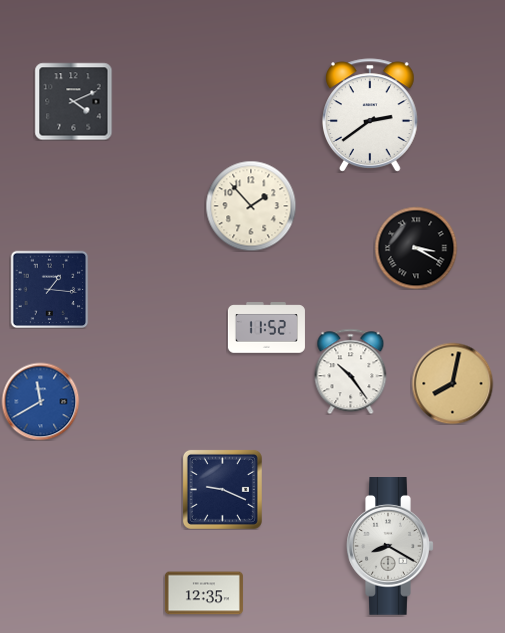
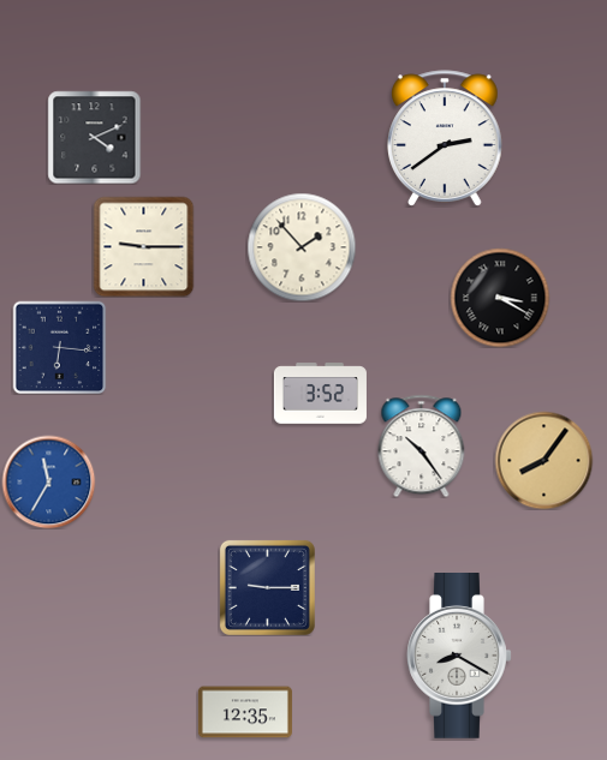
clock at (73, 101) position: (73, 101) -> (94, 137)
clock at (143, 246): none -> 9:15
clock at (49, 289): 1:16 -> 6:16
clock at (266, 328): 11:52 -> 3:52
clock at (452, 383): 8:02 -> 8:06
clock at (40, 401): 11:40 -> 11:35
clock at (222, 489): 9:19 -> 9:15
clock at (390, 547) position: (390, 547) -> (459, 657)
